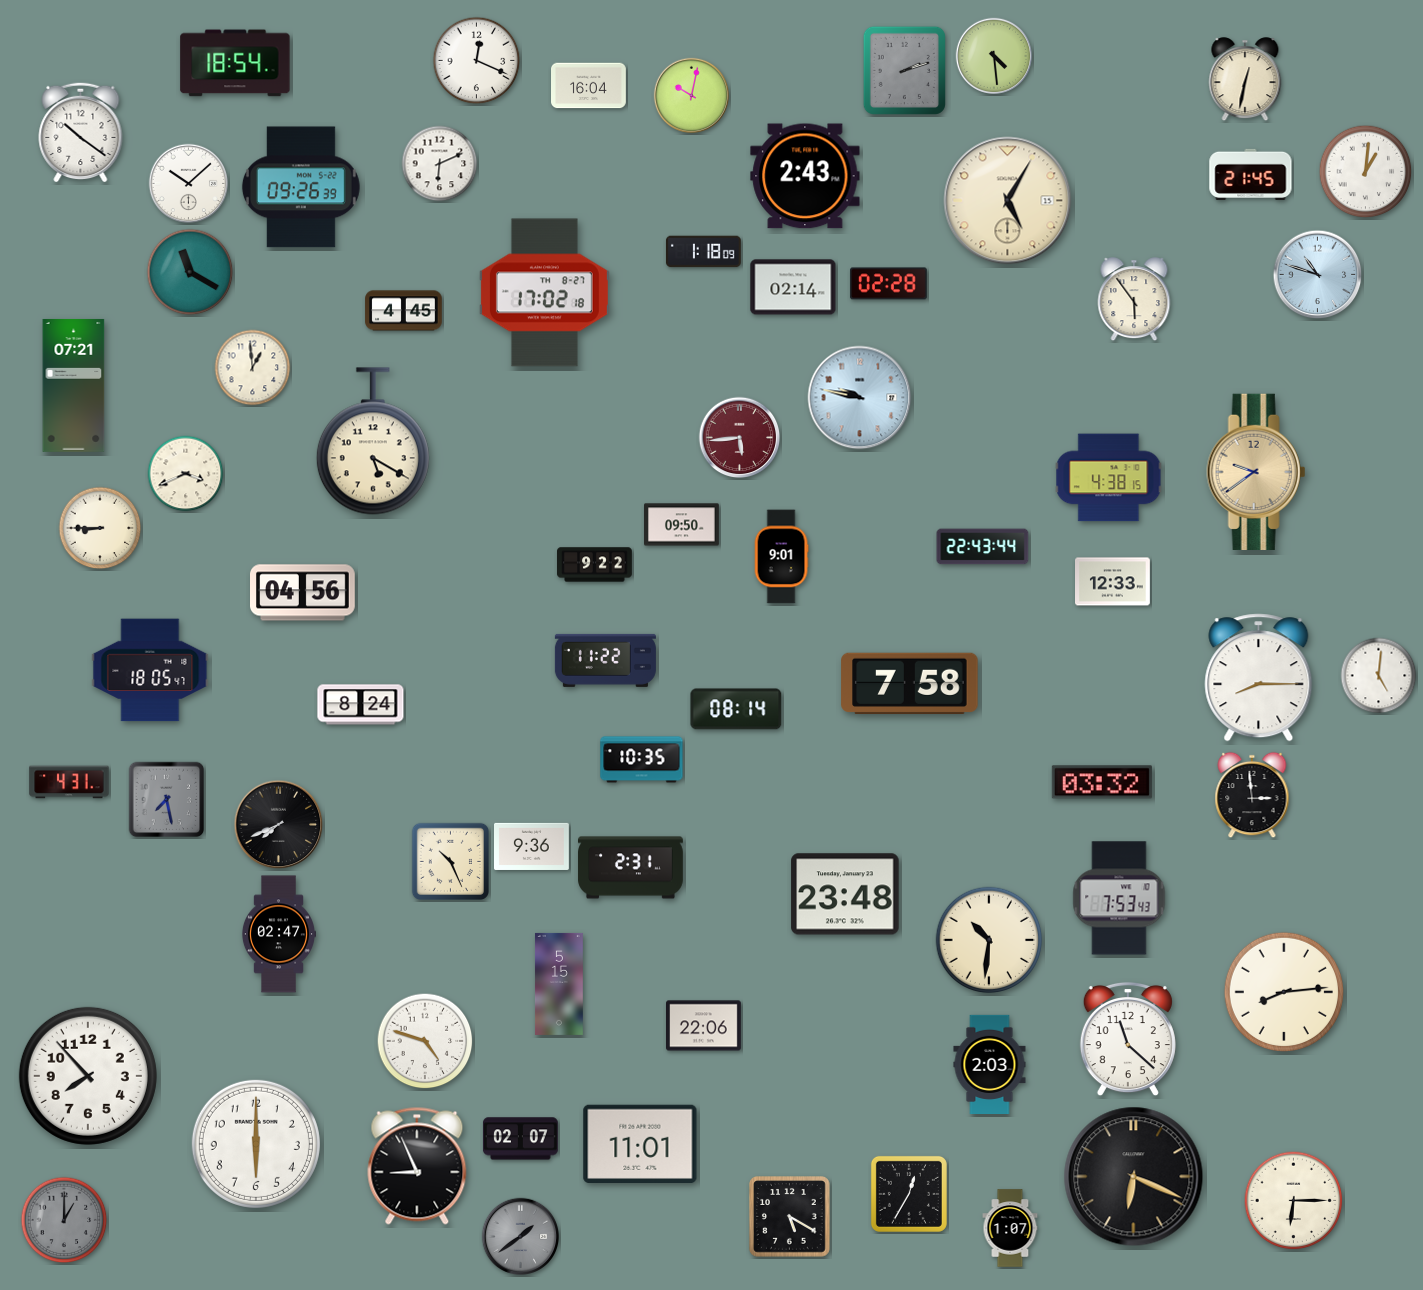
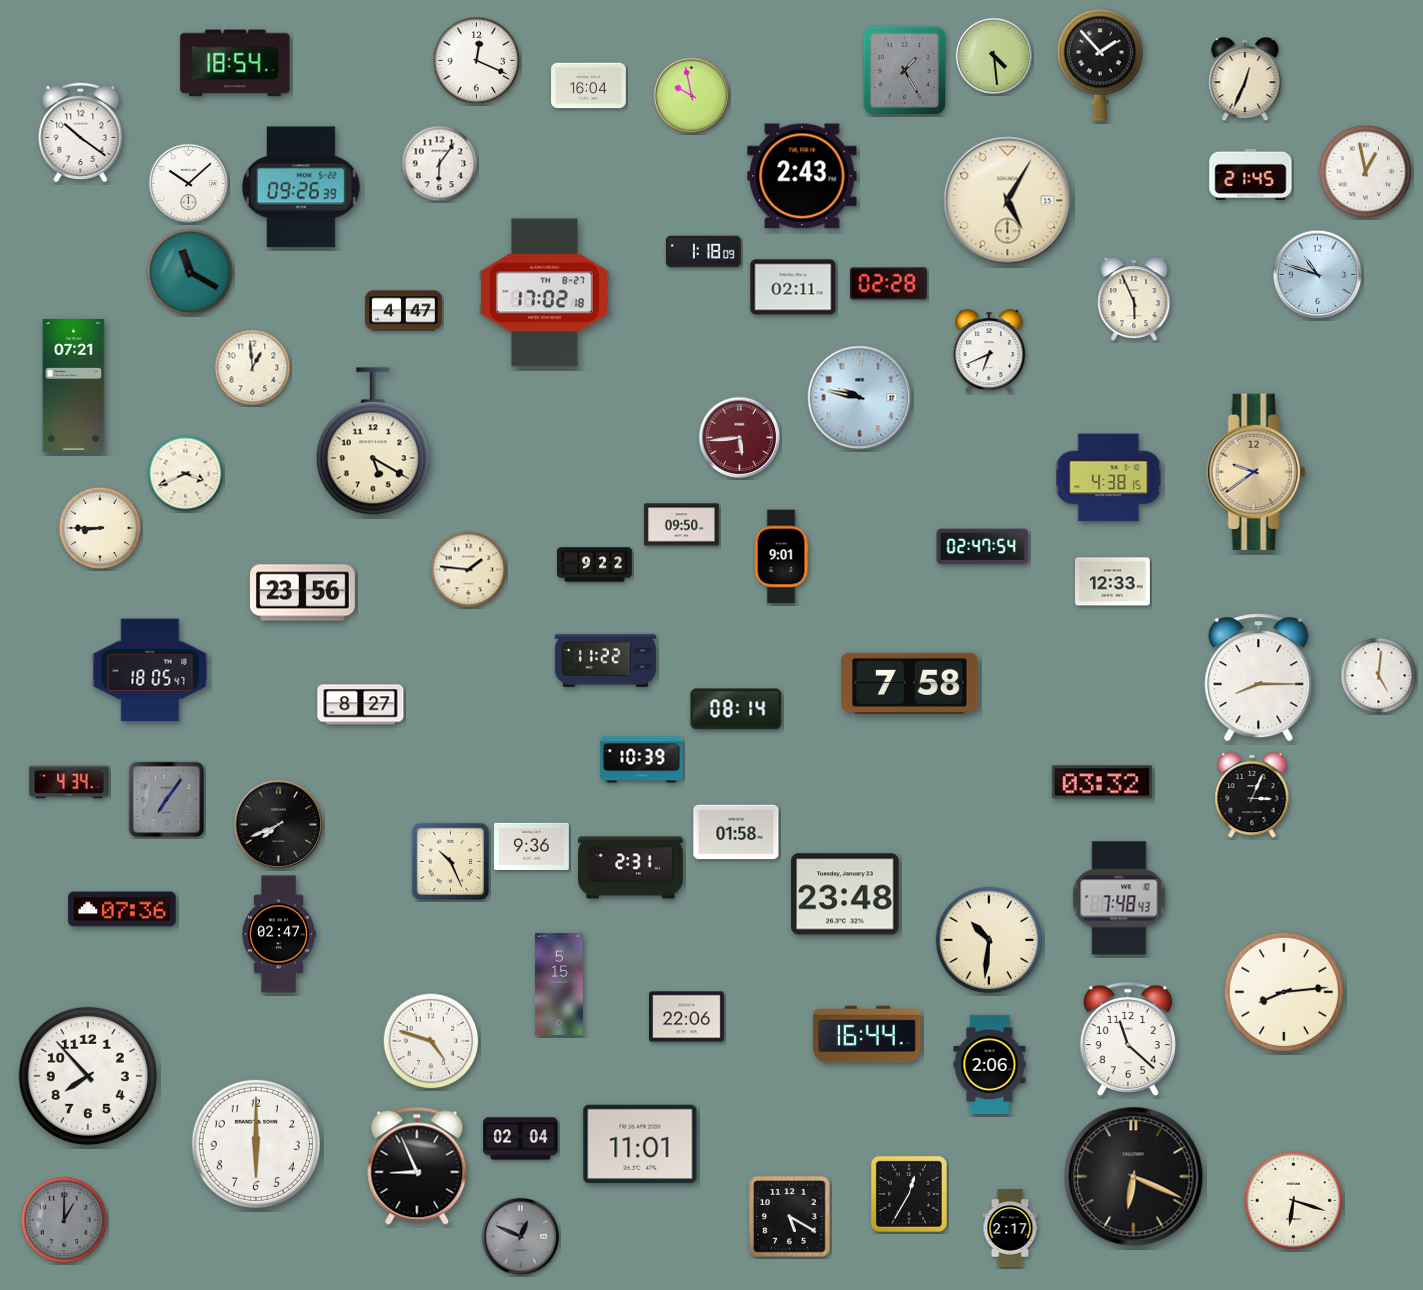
clock at (1100, 65): none -> 1:53
clock at (904, 70): 2:12 -> 1:25
clock at (1245, 80): 12:32 -> 12:34
clock at (691, 95): 10:02 -> 9:58
clock at (440, 164): 6:11 -> 6:06
clock at (1366, 172): 1:01 -> 12:58
clock at (805, 176) position: (805, 176) -> (802, 176)
clock at (793, 287): 02:14 -> 02:11
clock at (1134, 300): 5:54 -> 5:56
clock at (404, 311): 4:45 -> 4:47
clock at (989, 352): none -> 6:41
clock at (983, 547): 22:43 -> 02:47
clock at (469, 570): none -> 1:46
clock at (303, 593): 04:56 -> 23:56
clock at (361, 705): 8:24 -> 8:27
clock at (642, 760): 10:35 -> 10:39
clock at (69, 782): 4:31 -> 4:34
clock at (1252, 795): 2:59 -> 3:04
clock at (167, 800): 7:28 -> 7:06
clock at (736, 832): none -> 01:58
clock at (1119, 898): 7:53 -> 7:48
clock at (122, 909): none -> 07:36
clock at (704, 1026) position: (704, 1026) -> (687, 1017)
clock at (867, 1034): none -> 16:44
clock at (425, 1041) position: (425, 1041) -> (431, 1041)
clock at (990, 1064): 2:03 -> 2:06
clock at (521, 1139): 02:07 -> 02:04
clock at (1294, 1201): 6:15 -> 6:18
clock at (1010, 1228): 1:07 -> 2:17
clock at (521, 1237): 1:39 -> 12:49
